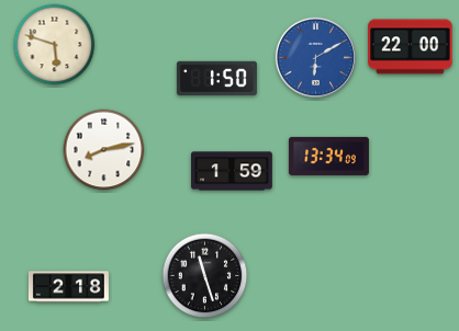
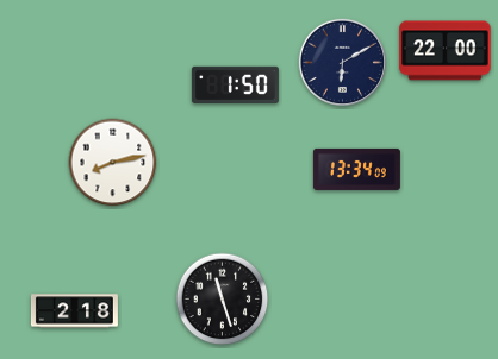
clock at (55, 45): 5:48 -> none
clock at (315, 57) dial: blue -> navy
clock at (232, 171): 1:59 -> none
